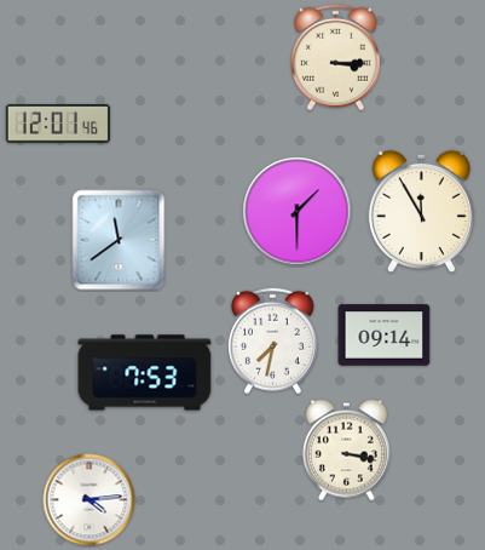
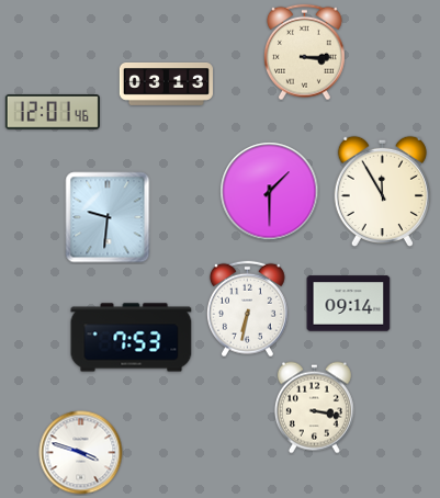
clock at (166, 83): none -> 03:13
clock at (119, 240): 11:39 -> 9:31
clock at (272, 342): 7:32 -> 6:32
clock at (90, 500): 4:14 -> 3:48
